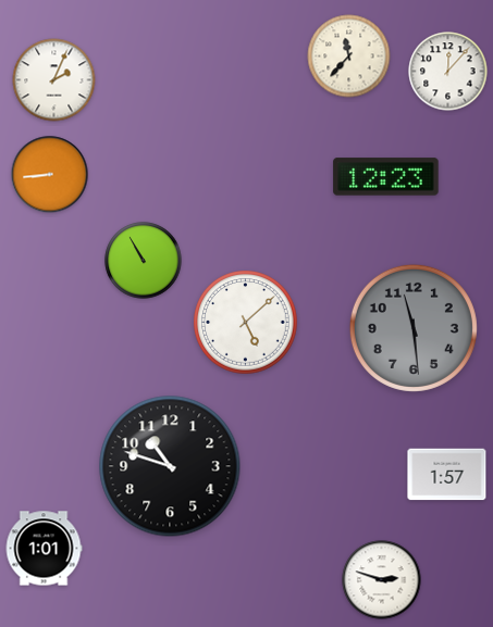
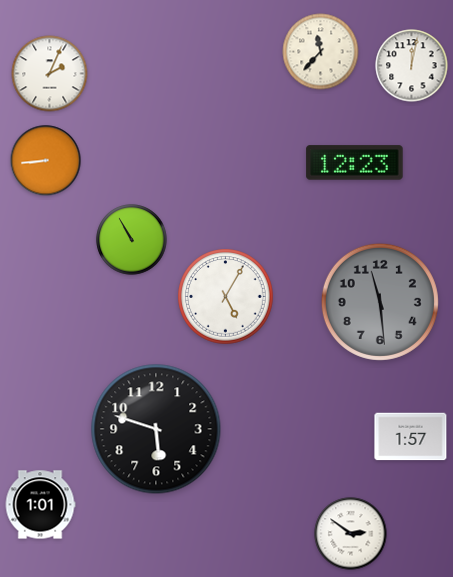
clock at (448, 72): 12:07 -> 12:02
clock at (246, 323): 5:08 -> 5:05
clock at (170, 466): 10:48 -> 5:48
clock at (382, 580): 2:48 -> 2:51
